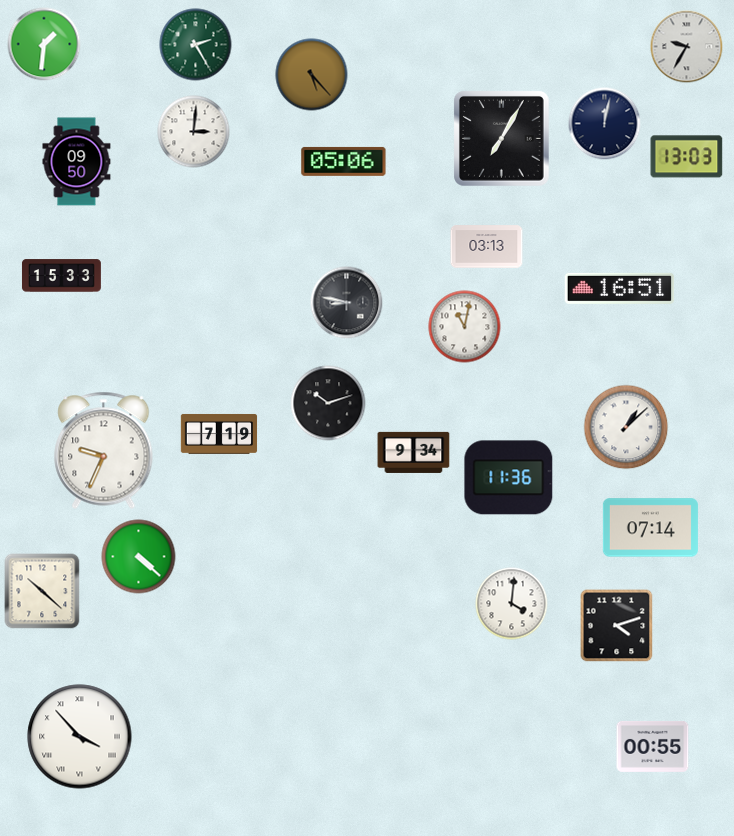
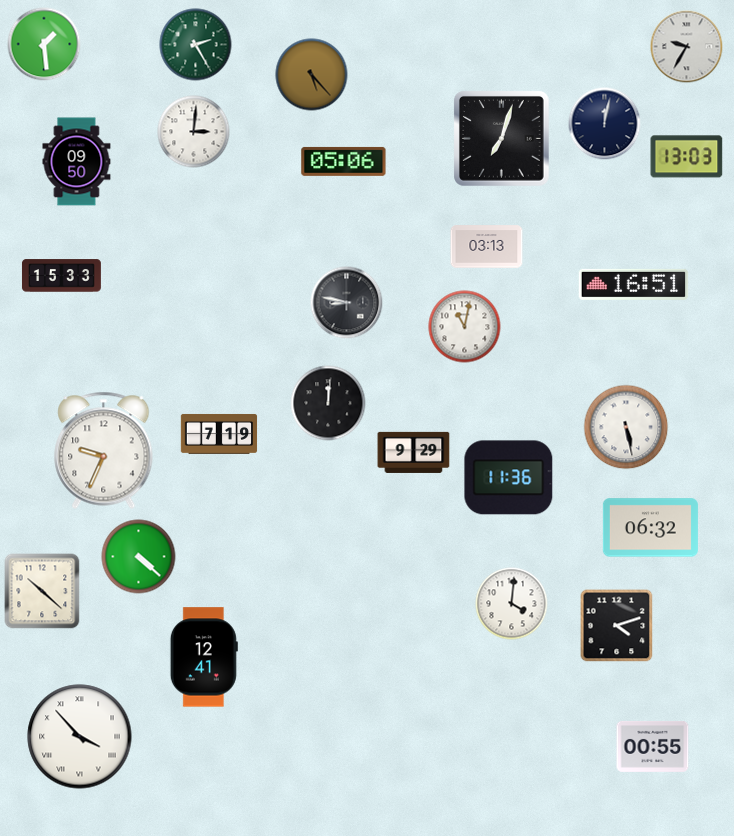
clock at (44, 44): 1:31 -> 1:29
clock at (502, 139): 7:05 -> 7:03
clock at (620, 288) position: (620, 288) -> (634, 284)
clock at (328, 403): 10:12 -> 12:01
clock at (626, 427): 1:08 -> 5:28
clock at (414, 452): 9:34 -> 9:29
clock at (650, 528): 07:14 -> 06:32
clock at (204, 657): none -> 12:41
